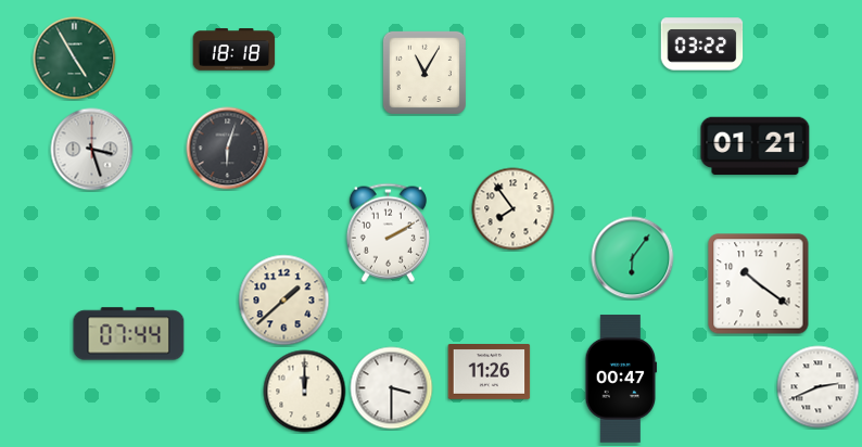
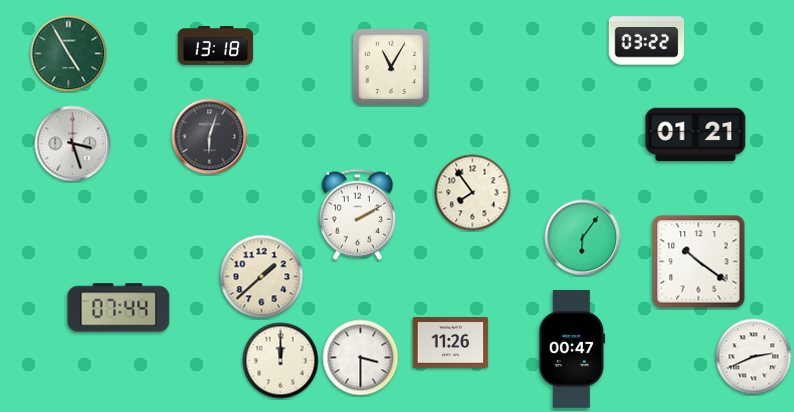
clock at (234, 50): 18:18 -> 13:18
clock at (92, 150) position: (92, 150) -> (73, 144)
